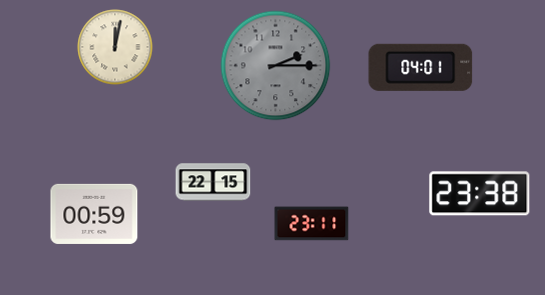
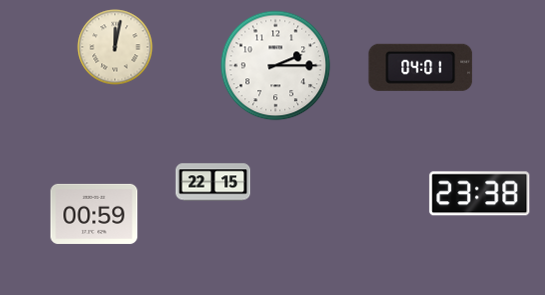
clock at (276, 66) dial: grey -> white
clock at (312, 224): 23:11 -> none
